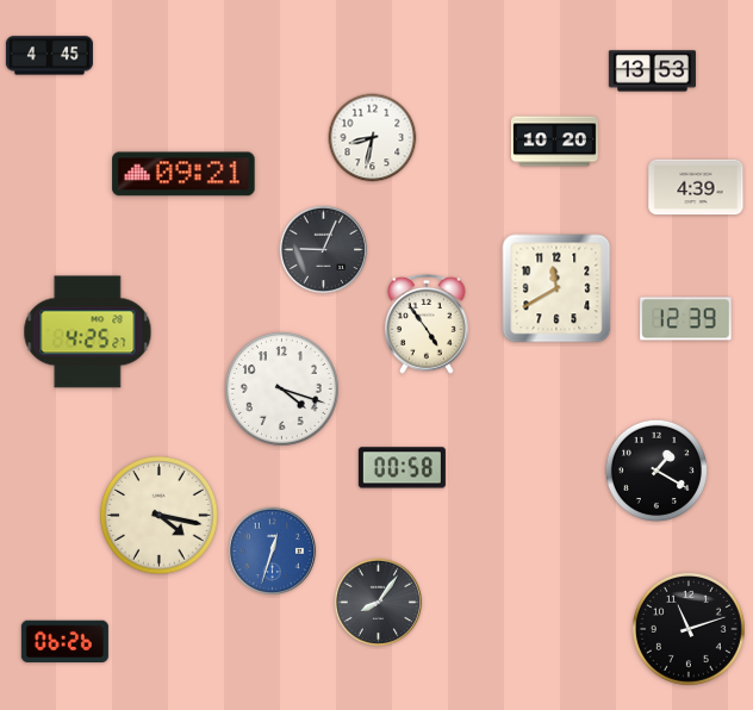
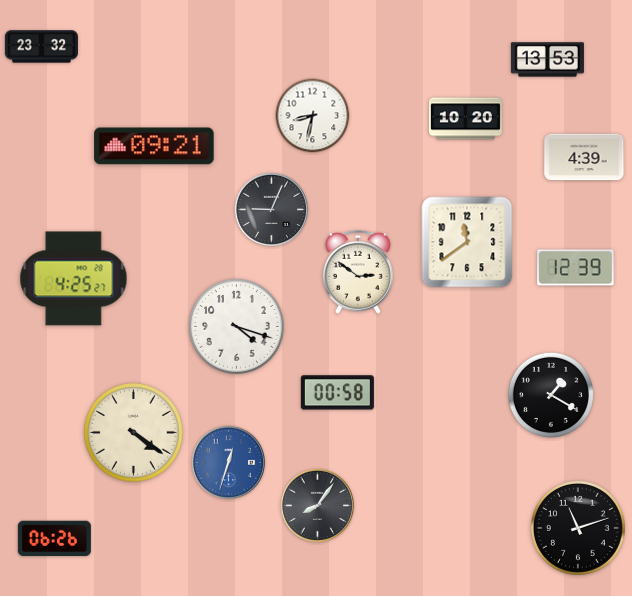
clock at (49, 56): 4:45 -> 23:32
clock at (556, 288): 11:40 -> 11:39
clock at (427, 324): 4:54 -> 2:51
clock at (160, 516): 4:17 -> 4:21
